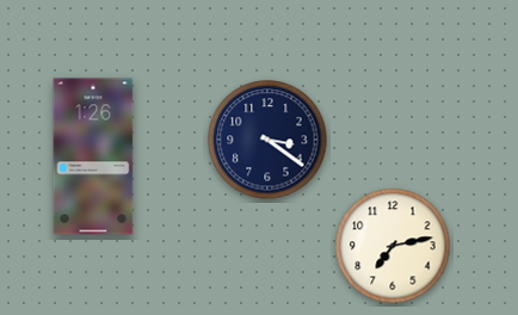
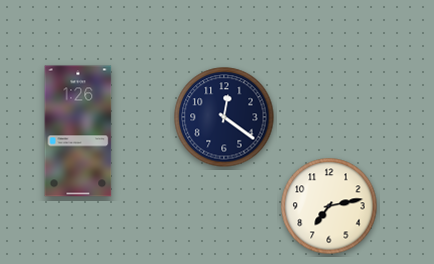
clock at (267, 140): 3:21 -> 12:21
